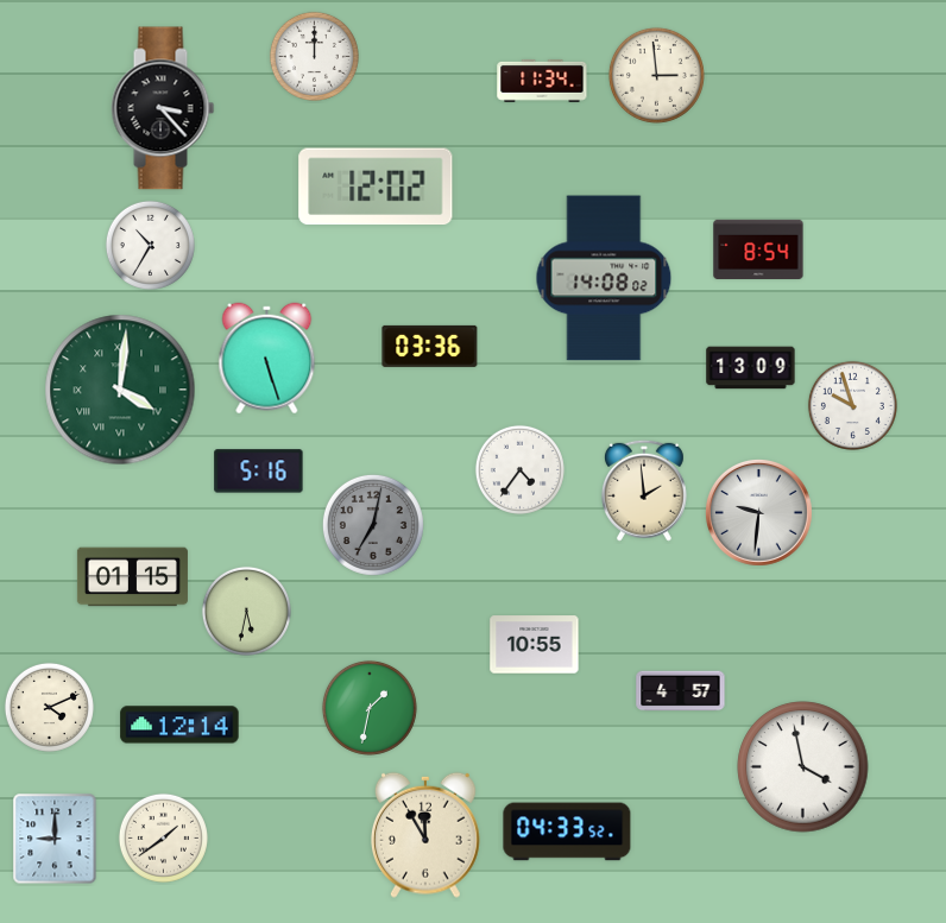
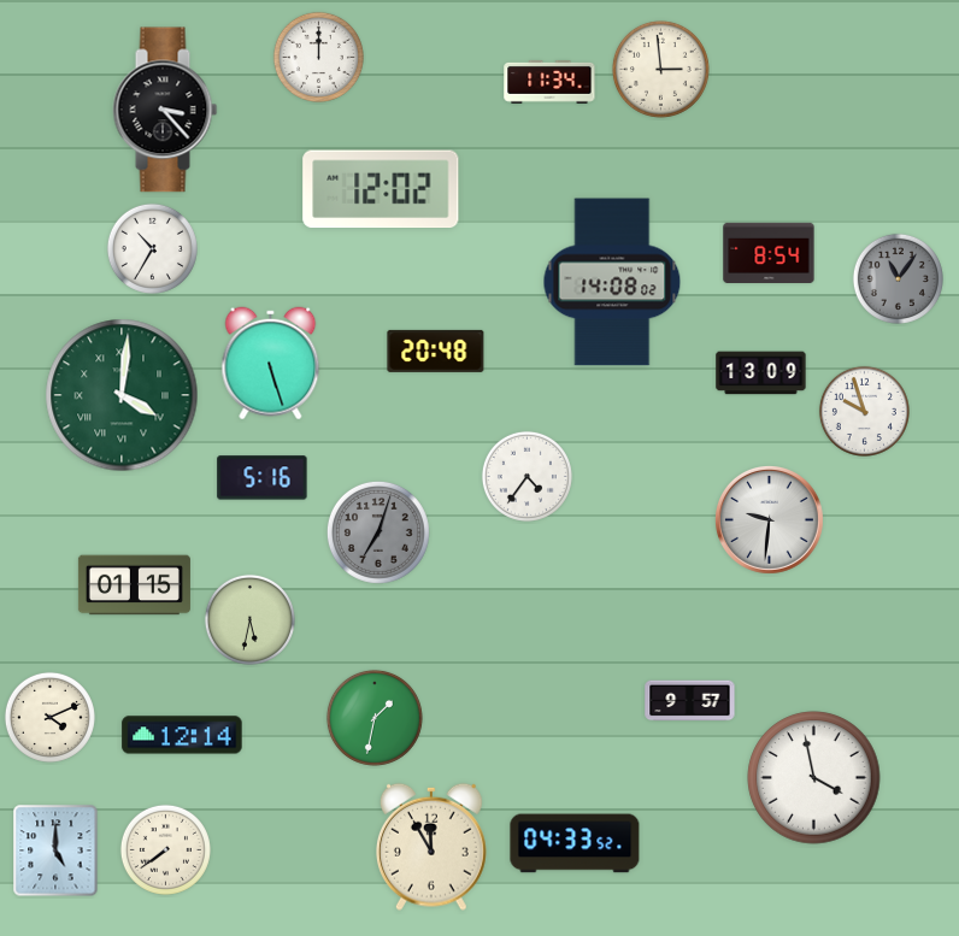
clock at (656, 75) position: (656, 75) -> (660, 69)
clock at (898, 278): none -> 11:06
clock at (430, 346): 03:36 -> 20:48
clock at (644, 491): 1:59 -> none
clock at (373, 525): 7:02 -> 7:03
clock at (535, 645): 10:55 -> none
clock at (681, 691): 4:57 -> 9:57
clock at (163, 837): 1:39 -> 7:39
clock at (55, 839): 9:00 -> 5:00
